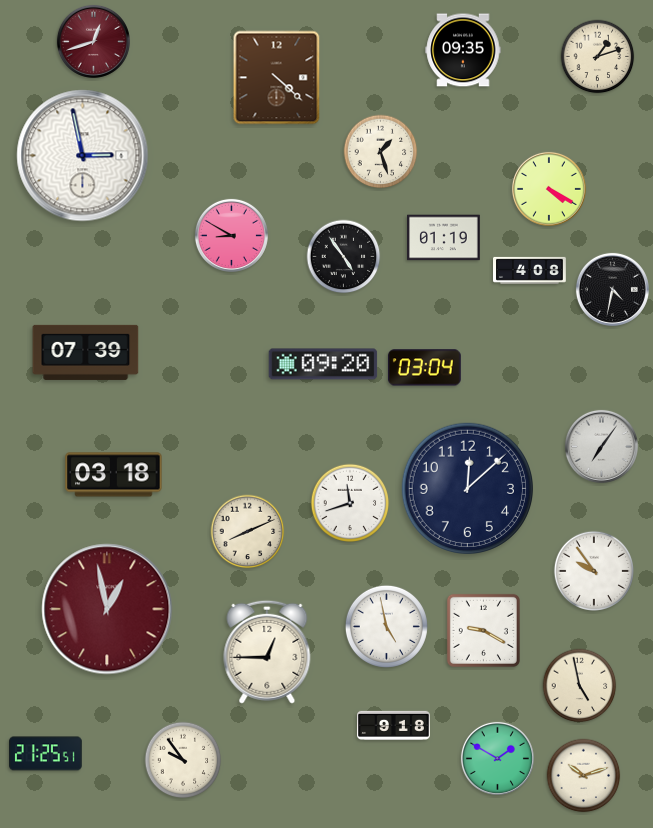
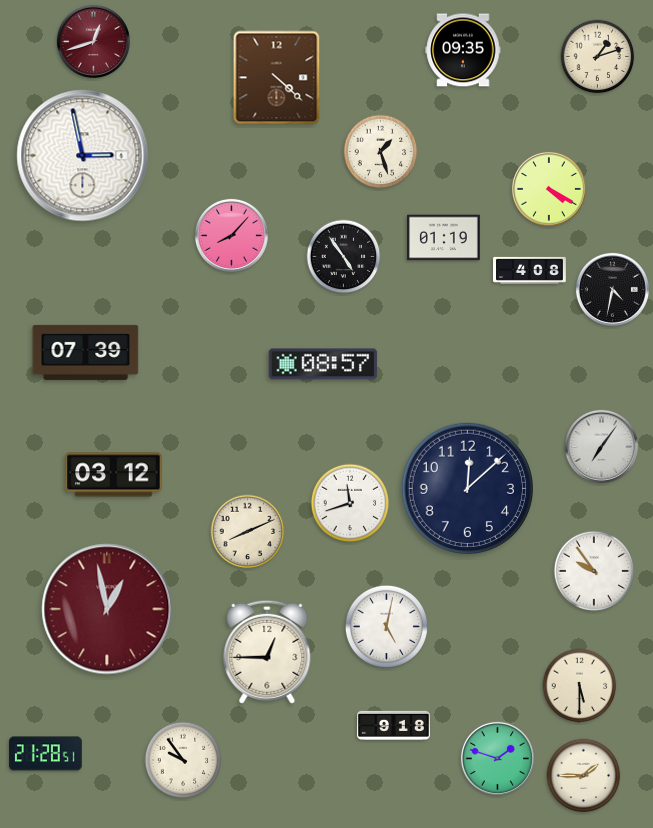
clock at (231, 235): 8:50 -> 8:07
clock at (323, 364): 09:20 -> 08:57
clock at (424, 368): 03:04 -> none
clock at (114, 475): 03:18 -> 03:12
clock at (386, 626): 4:58 -> 5:02
clock at (483, 630): 9:20 -> none
clock at (580, 686): 4:58 -> 5:30
clock at (46, 754): 21:25 -> 21:28
clock at (497, 758): 1:50 -> 1:48
clock at (584, 776): 10:12 -> 1:45
